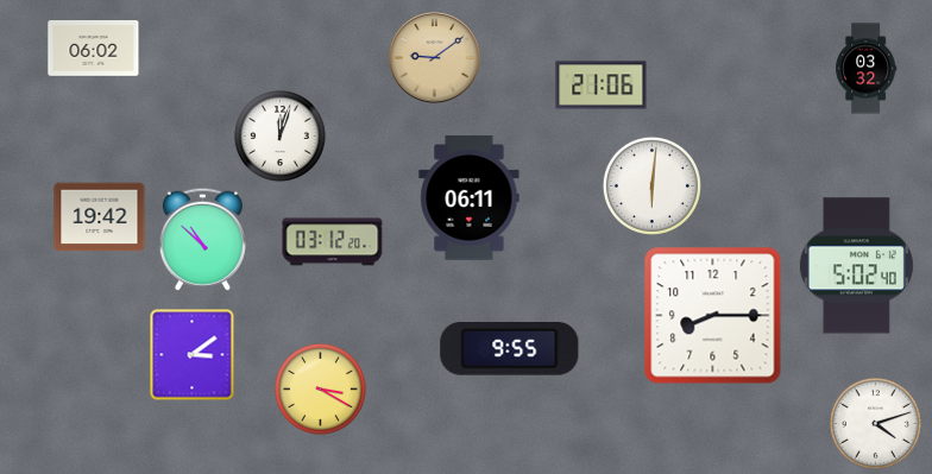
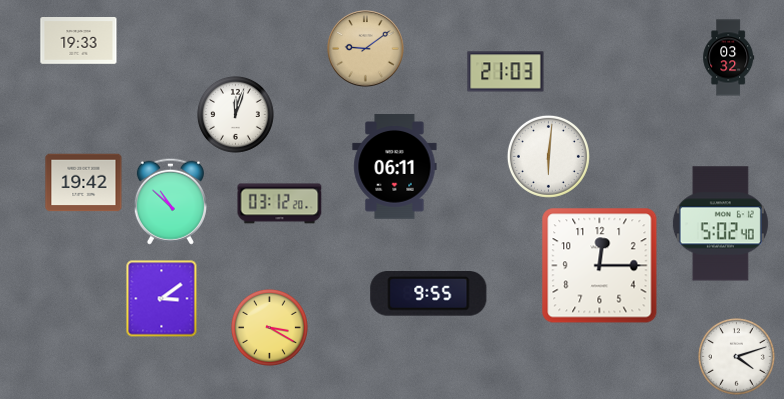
clock at (94, 49): 06:02 -> 19:33
clock at (602, 86): 21:06 -> 21:03
clock at (713, 316): 8:15 -> 12:15
